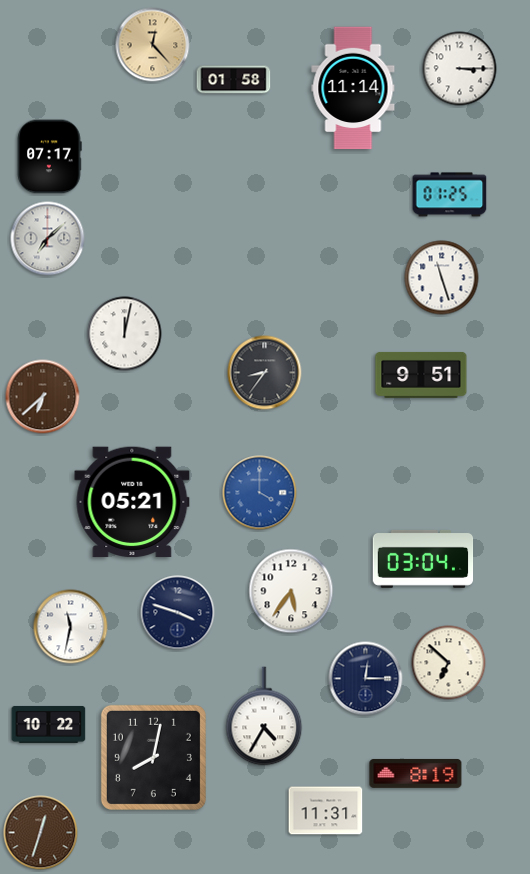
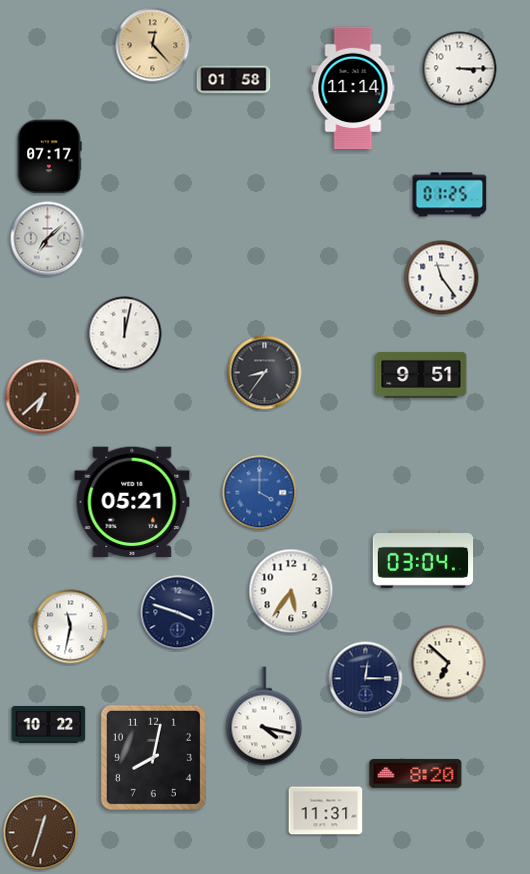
clock at (442, 278): 11:27 -> 11:24
clock at (264, 716): 4:35 -> 4:17
clock at (416, 773): 8:19 -> 8:20
